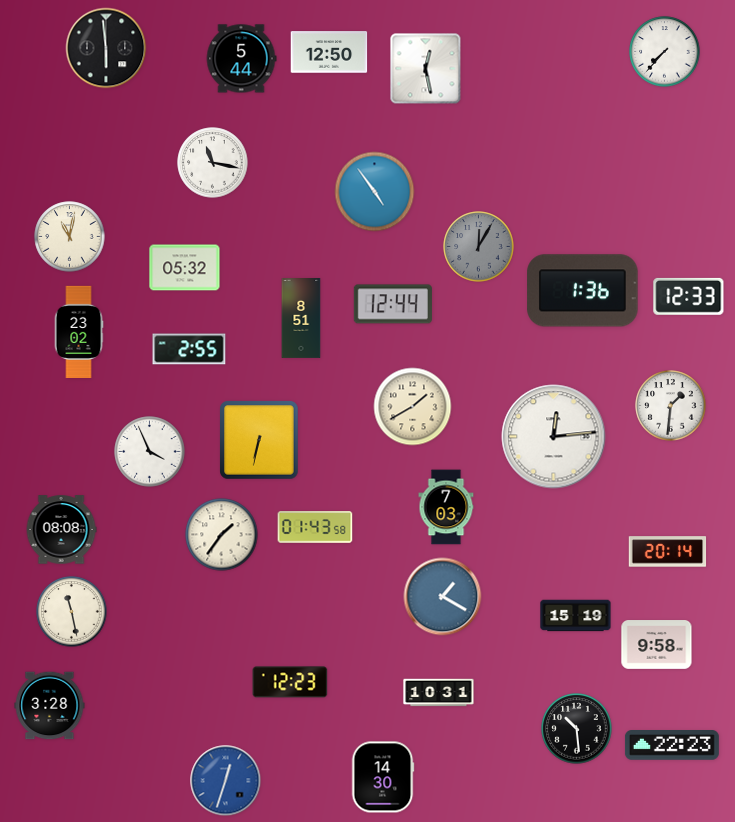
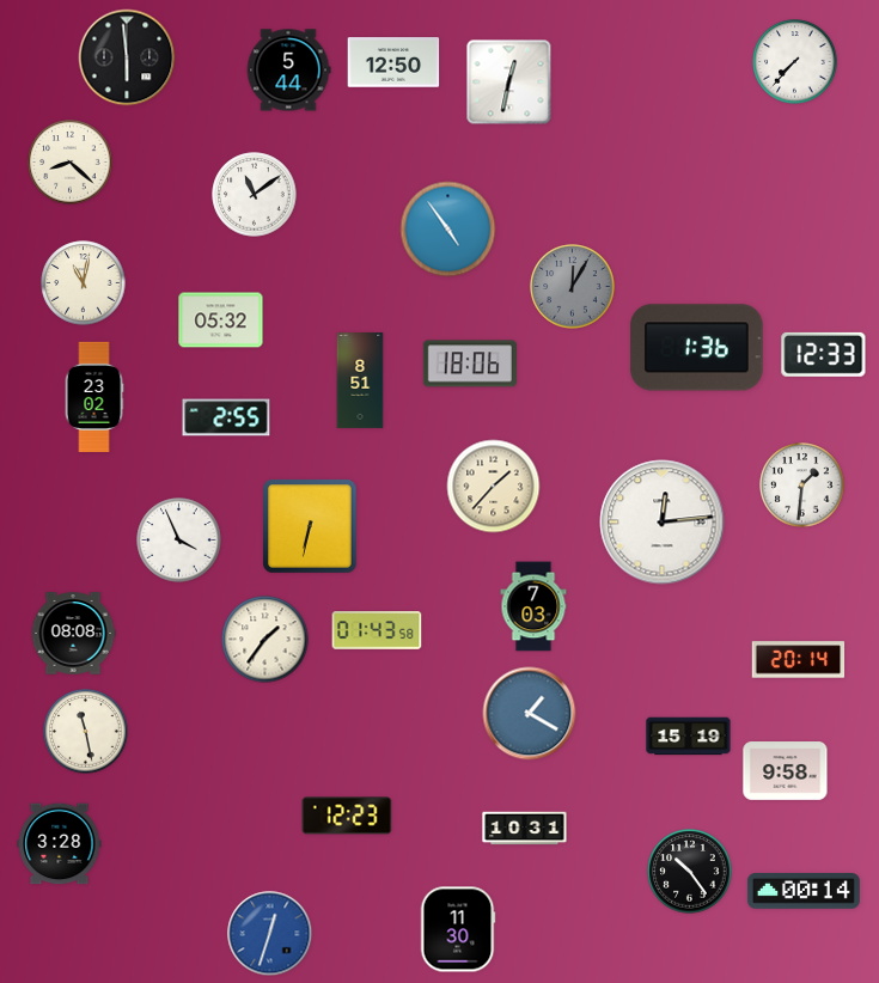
clock at (426, 69): 12:28 -> 12:32
clock at (71, 163): none -> 8:22
clock at (213, 163): 11:17 -> 11:09
clock at (479, 247) position: (479, 247) -> (573, 287)
clock at (393, 304): 12:44 -> 18:06
clock at (413, 407): 1:40 -> 1:37
clock at (577, 729): 10:29 -> 10:24
clock at (672, 745): 22:23 -> 00:14
clock at (383, 777): 14:30 -> 11:30
